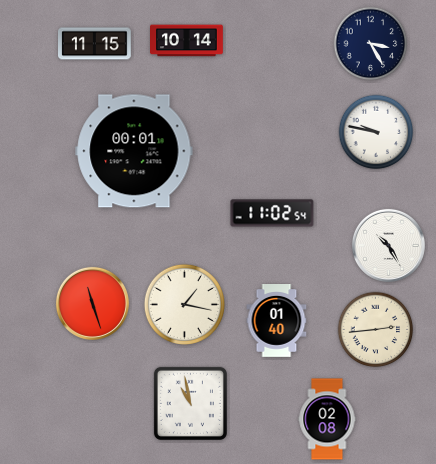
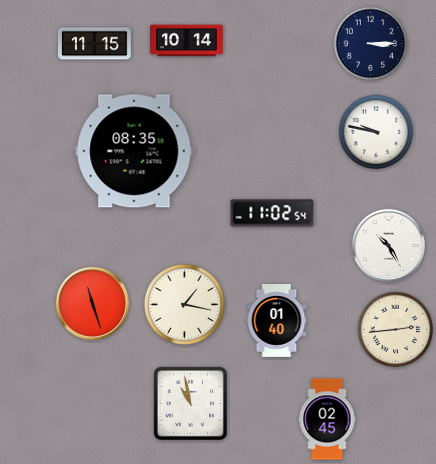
clock at (371, 44): 3:25 -> 3:15
clock at (134, 151): 00:01 -> 08:35
clock at (376, 330) position: (376, 330) -> (396, 330)
clock at (327, 419): 02:08 -> 02:45
